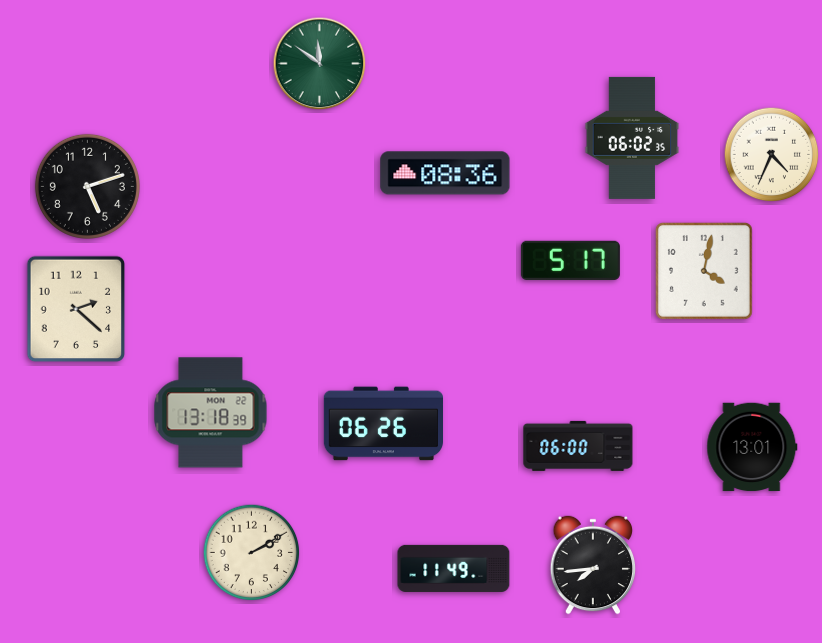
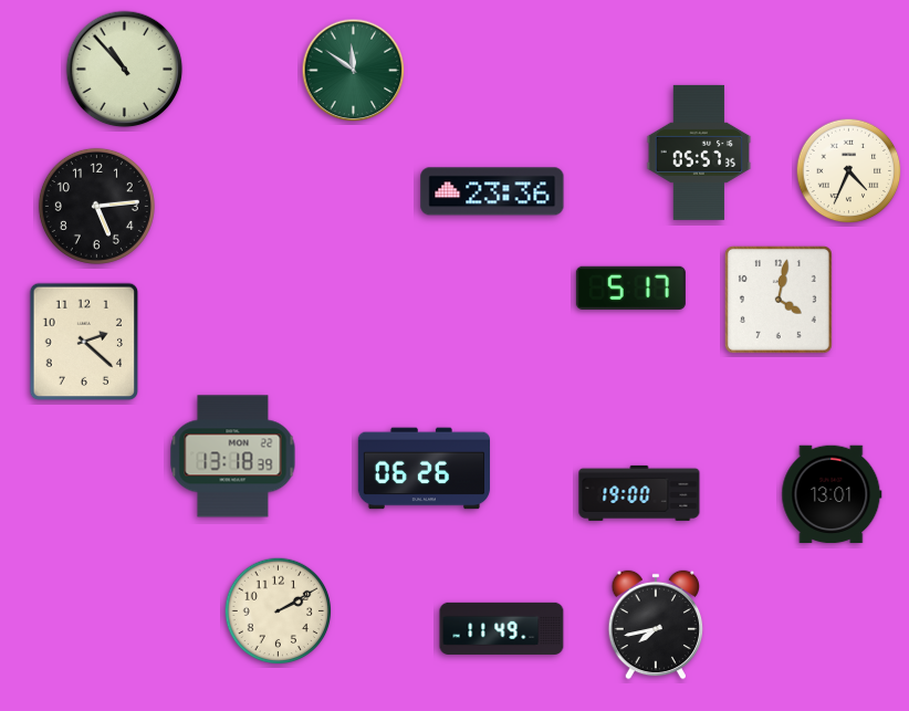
clock at (125, 70): none -> 10:53
clock at (632, 138): 06:02 -> 05:57
clock at (772, 155) position: (772, 155) -> (849, 171)
clock at (445, 173): 08:36 -> 23:36
clock at (87, 186): 5:12 -> 5:14
clock at (578, 446): 06:00 -> 19:00
clock at (593, 565): 7:44 -> 7:43
